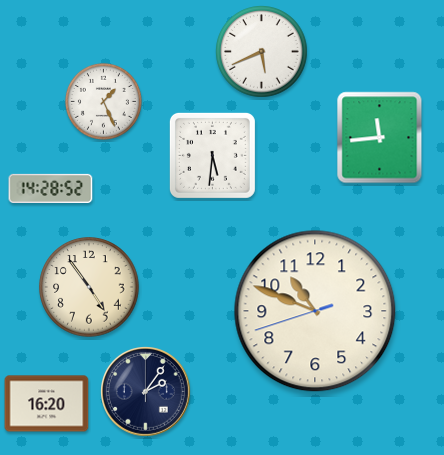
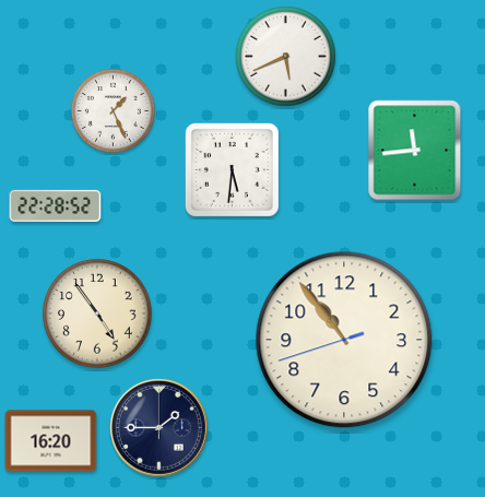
clock at (51, 188): 14:28 -> 22:28
clock at (315, 311): 10:48 -> 10:53
clock at (146, 392): 2:06 -> 1:45
